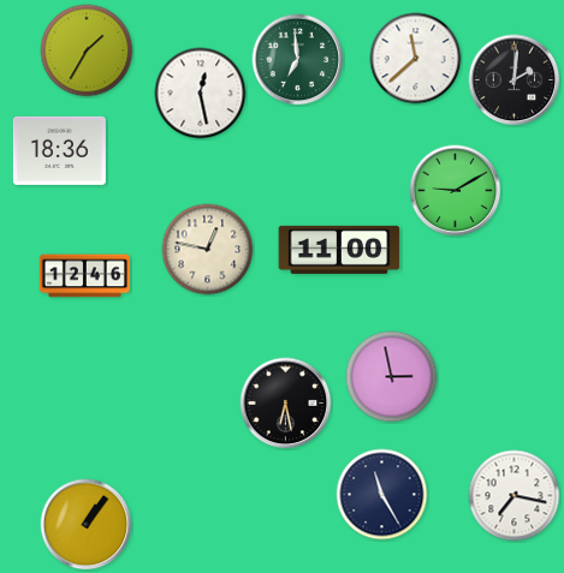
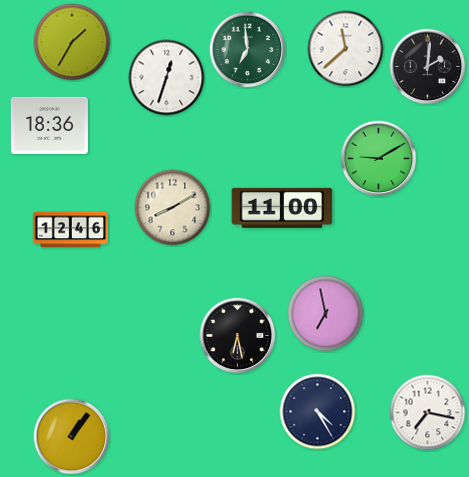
clock at (201, 94): 12:28 -> 12:33
clock at (208, 250): 12:47 -> 8:10
clock at (392, 377): 2:58 -> 6:58
clock at (382, 495): 11:25 -> 4:25
